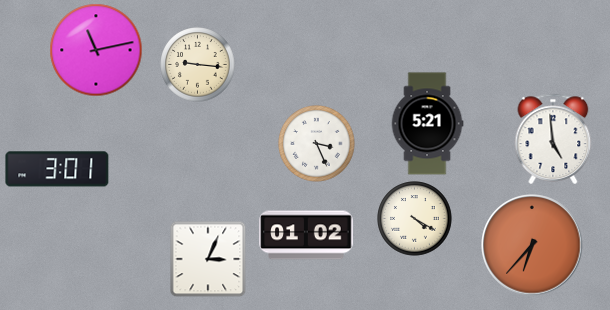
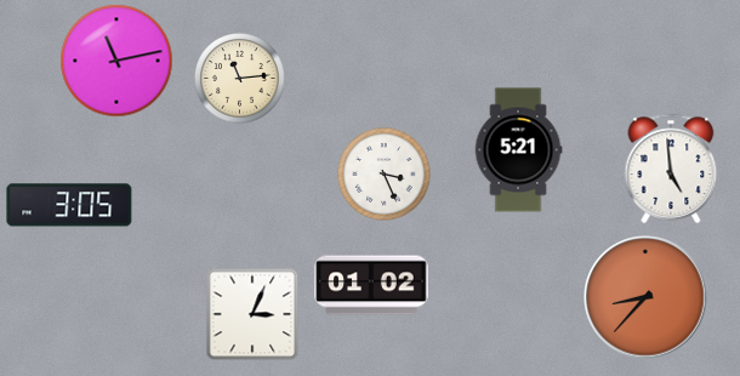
clock at (198, 65): 9:16 -> 11:14
clock at (57, 169): 3:01 -> 3:05
clock at (415, 219): 4:20 -> none
clock at (532, 245): 6:37 -> 8:37
